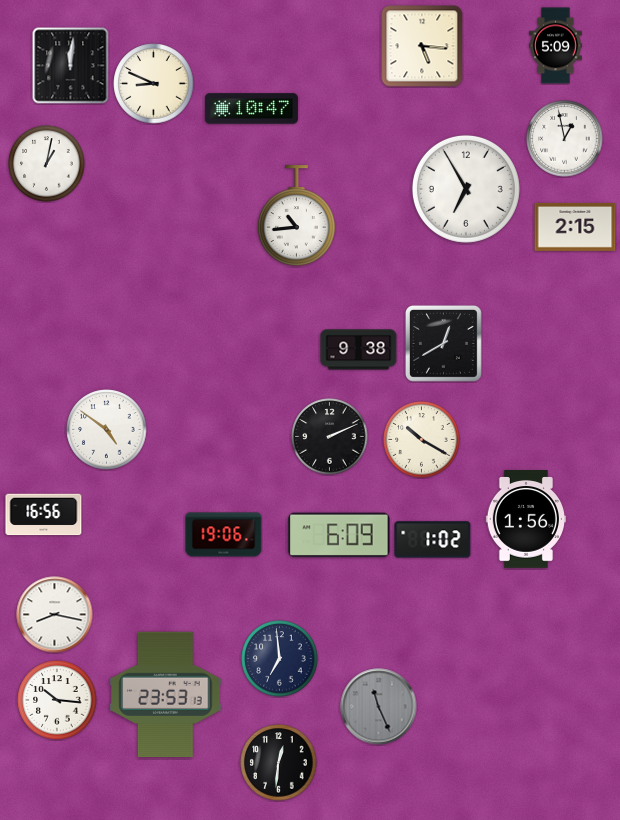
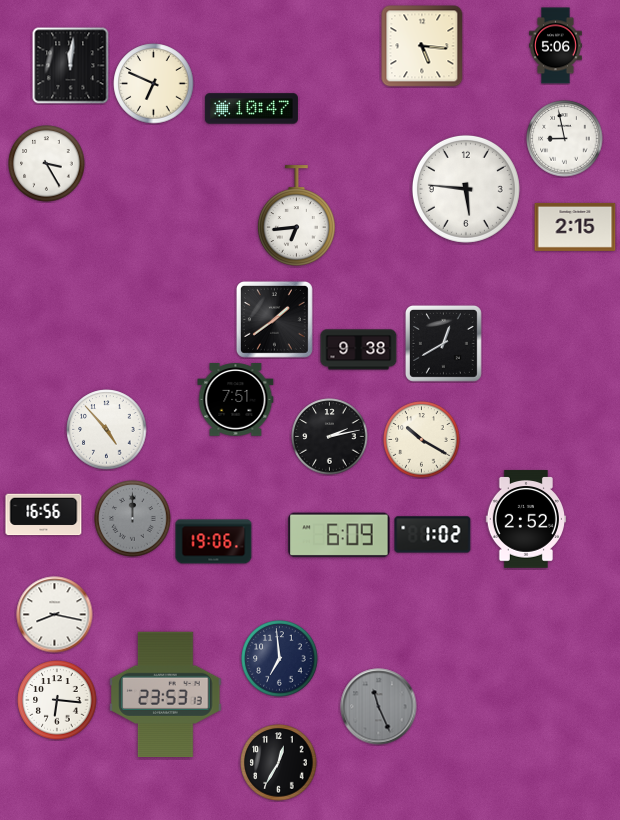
clock at (556, 46): 5:09 -> 5:06
clock at (154, 84): 8:49 -> 6:49
clock at (565, 139): 12:58 -> 8:58
clock at (47, 164): 1:02 -> 3:25
clock at (466, 189): 6:55 -> 5:46
clock at (296, 216): 10:44 -> 6:44
clock at (274, 319): none -> 1:39
clock at (236, 400): none -> 7:51
clock at (107, 430): 4:51 -> 4:53
clock at (330, 437): 2:11 -> 2:13
clock at (133, 519): none -> 12:00
clock at (525, 519): 1:56 -> 2:52
clock at (224, 535) position: (224, 535) -> (214, 542)
clock at (433, 540) position: (433, 540) -> (433, 535)
clock at (57, 700): 10:16 -> 6:16
clock at (279, 763): 12:31 -> 12:35
